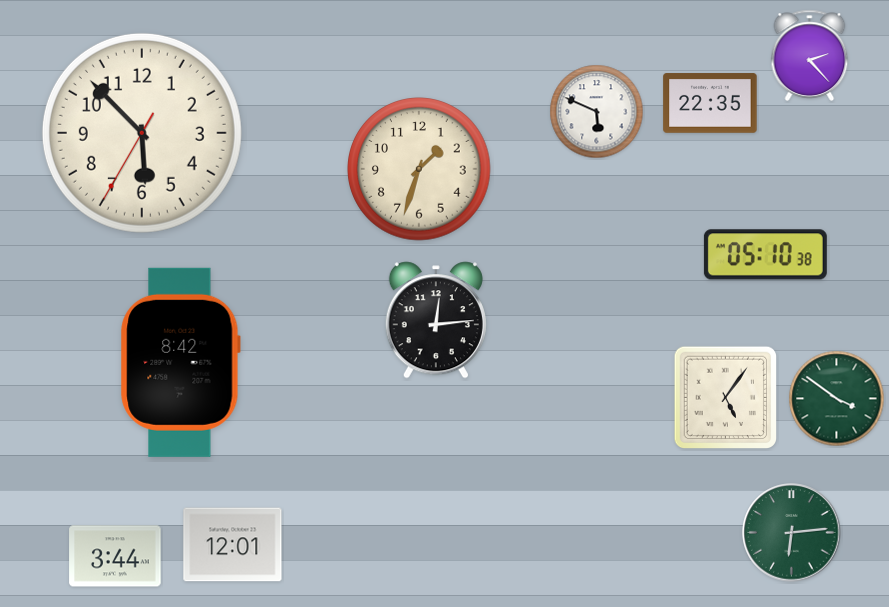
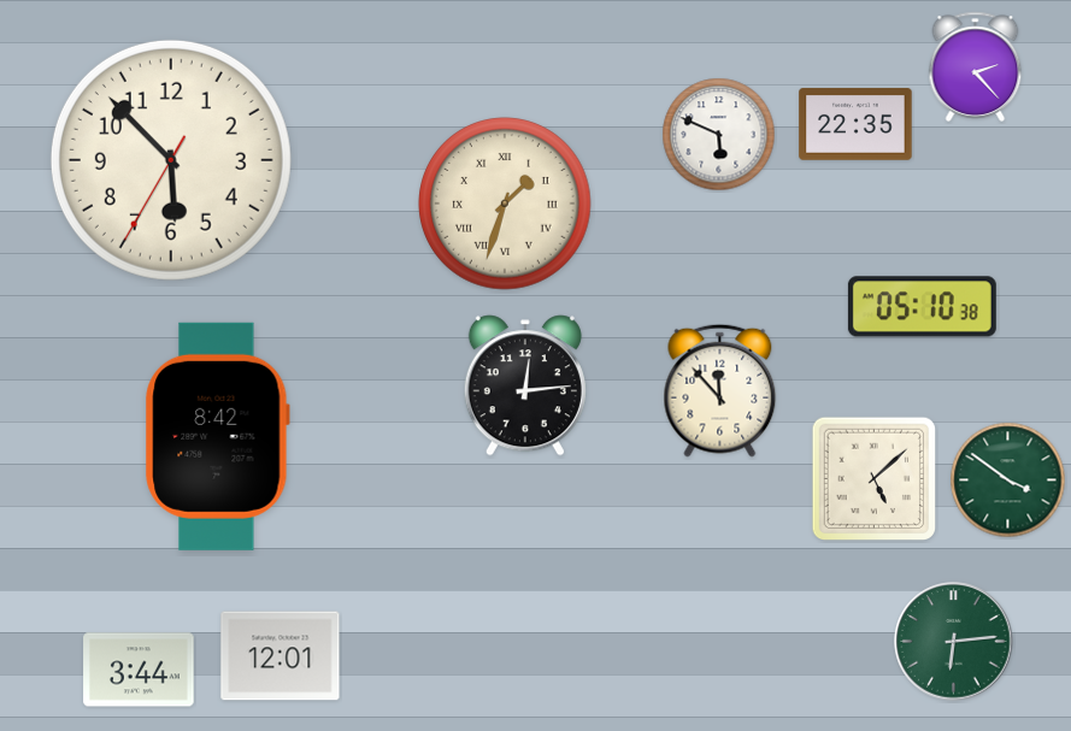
clock at (419, 169) numerals: Arabic -> Roman
clock at (720, 390): none -> 11:53
clock at (726, 398): 5:06 -> 5:08
